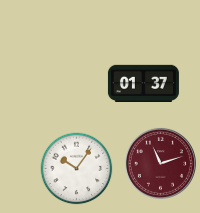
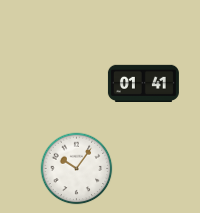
clock at (143, 83): 01:37 -> 01:41
clock at (160, 163): 11:12 -> none
